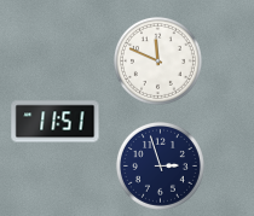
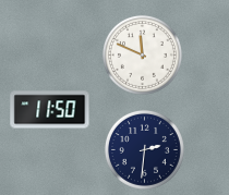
clock at (56, 122): 11:51 -> 11:50
clock at (160, 165): 2:57 -> 2:31
